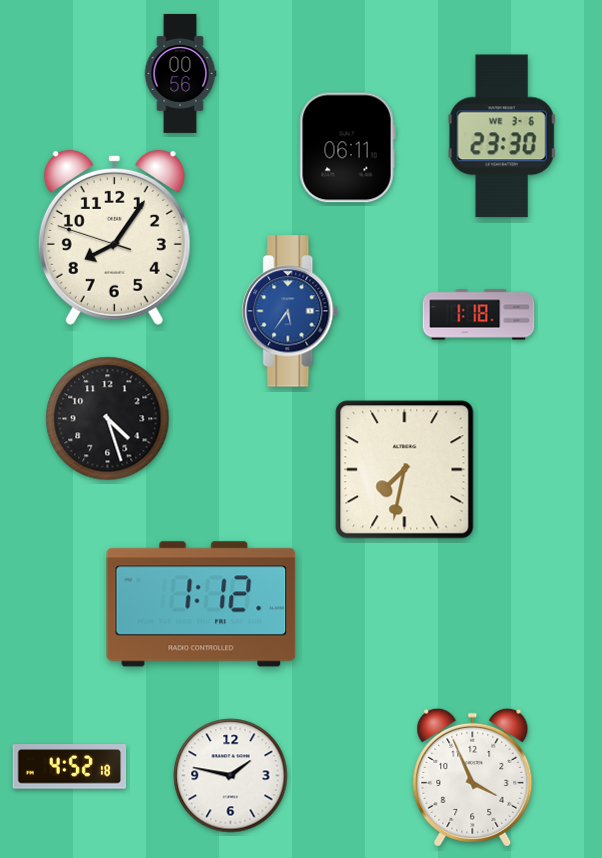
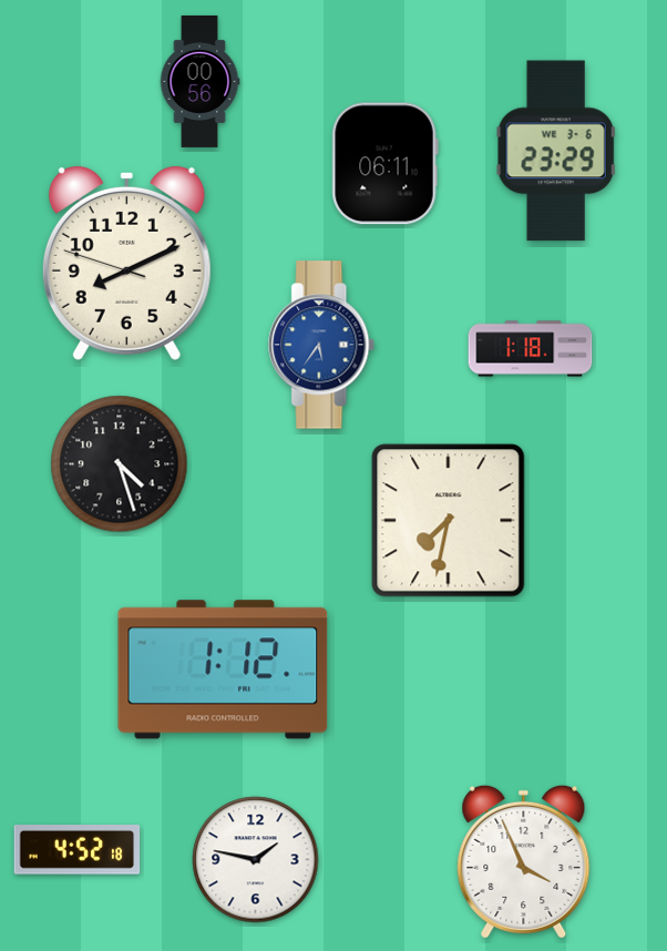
clock at (502, 136): 23:30 -> 23:29
clock at (114, 237): 8:05 -> 8:10
